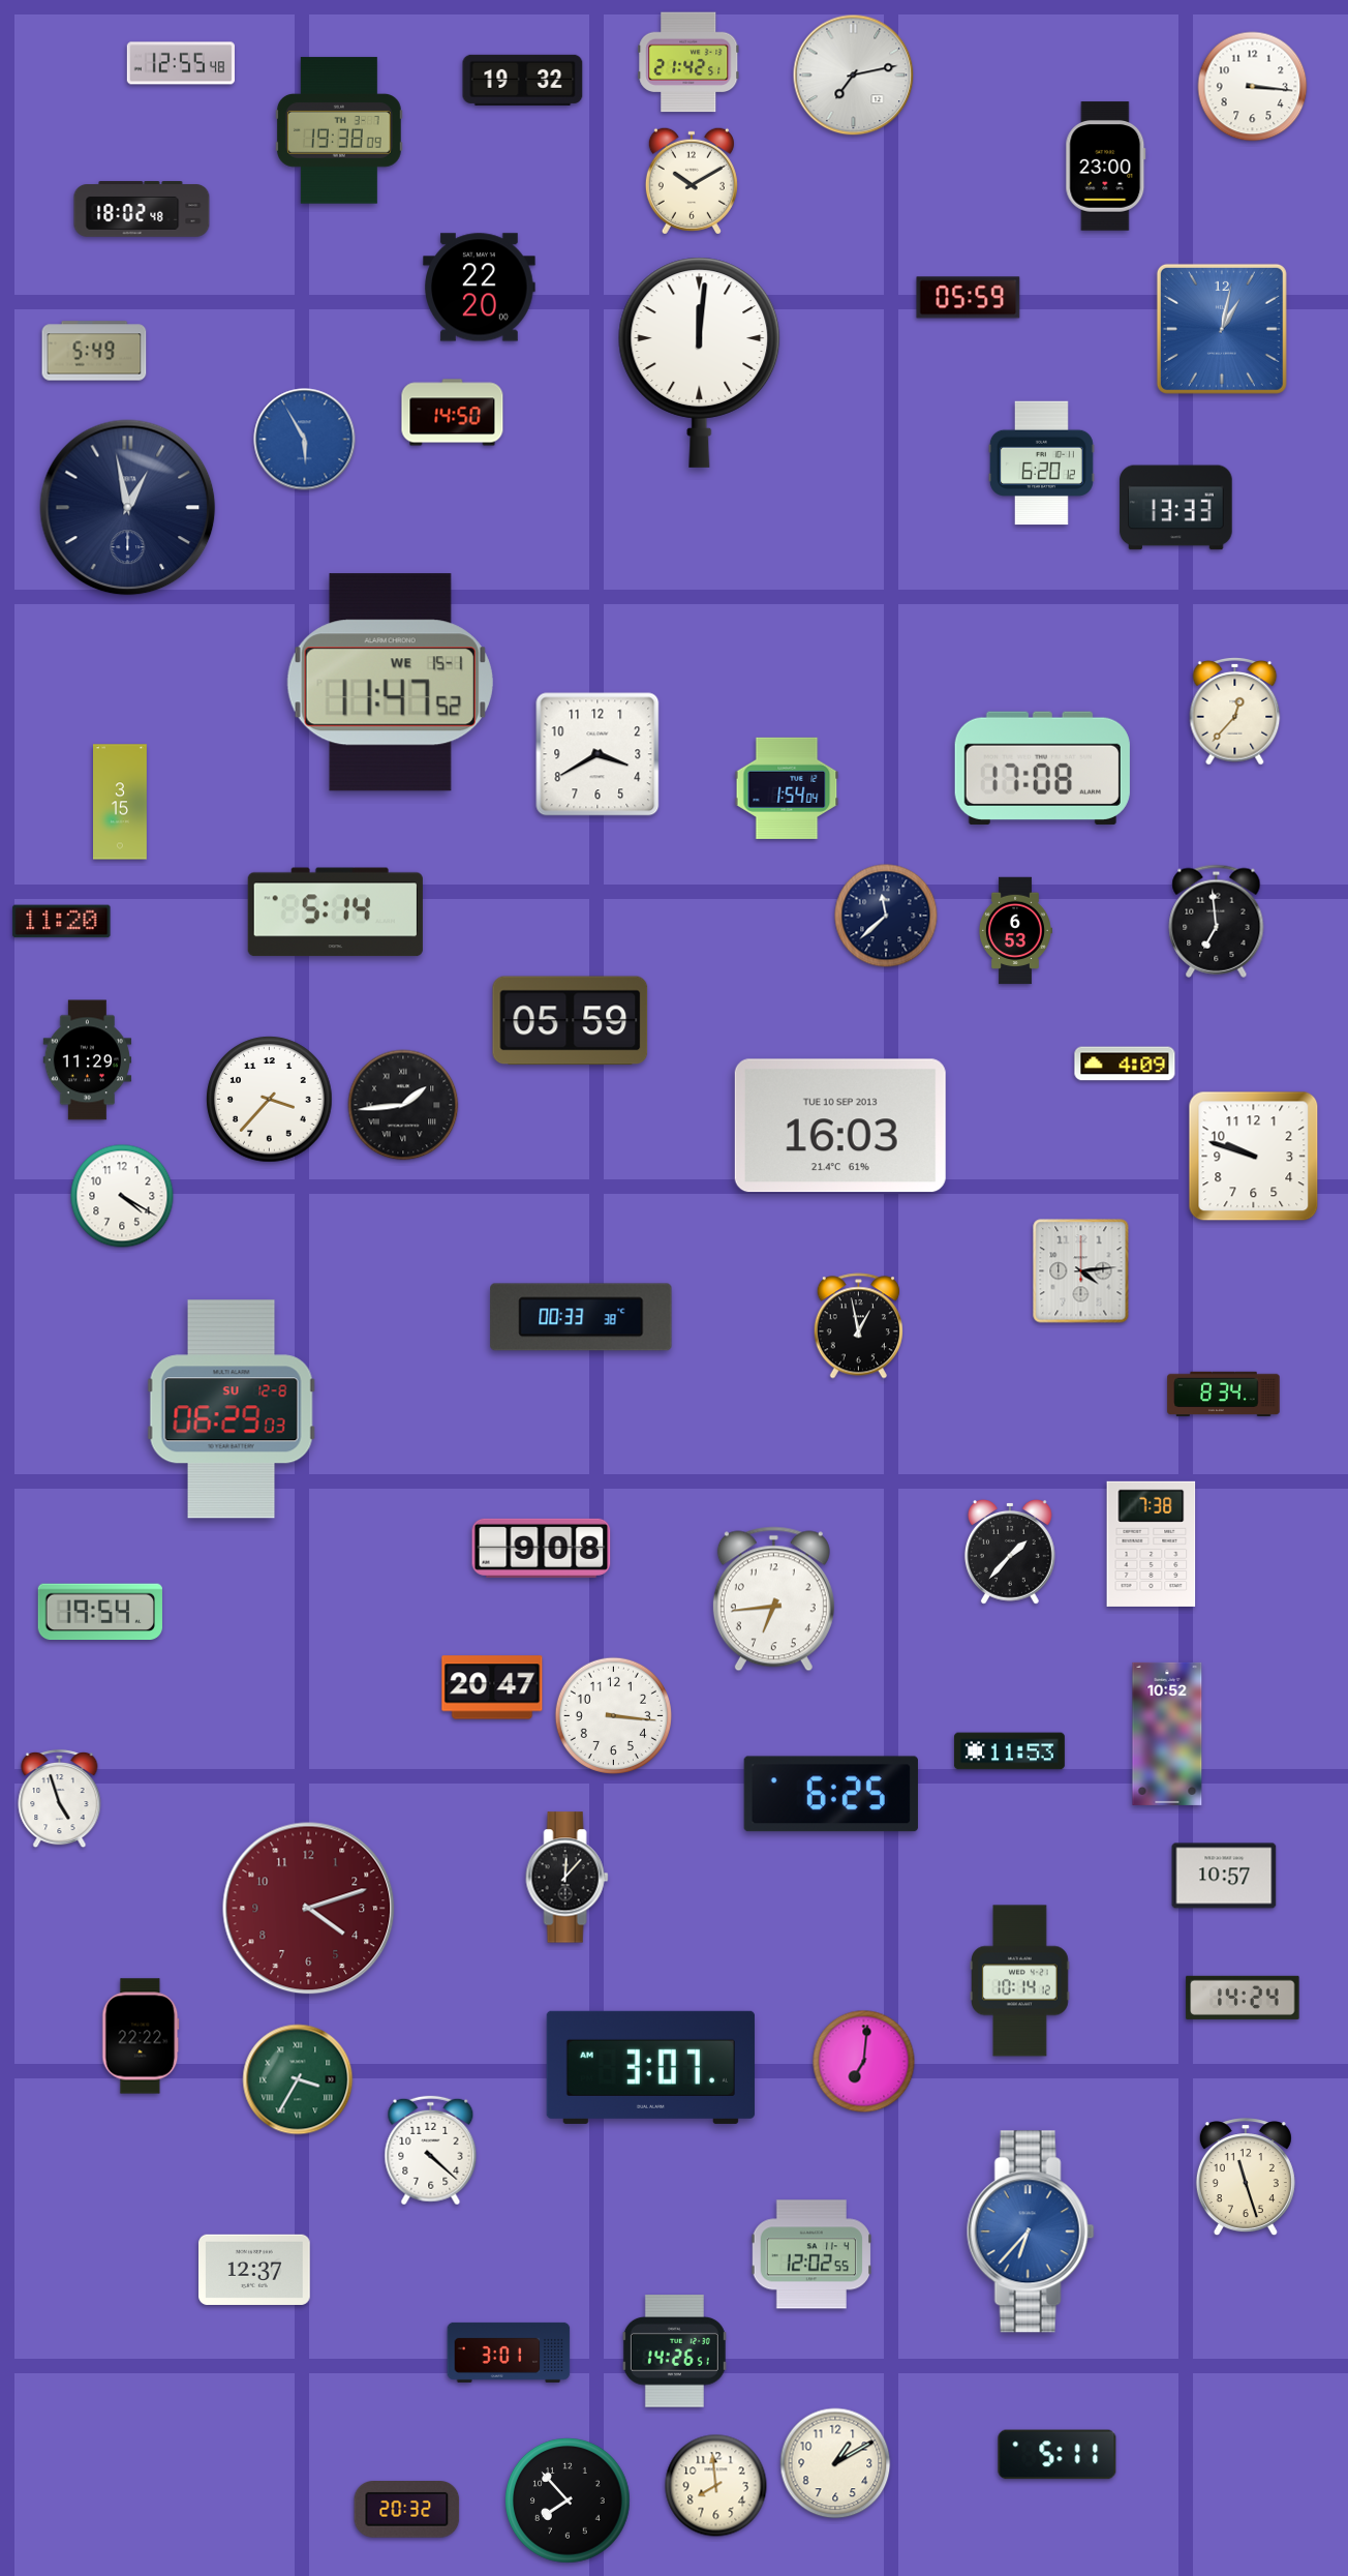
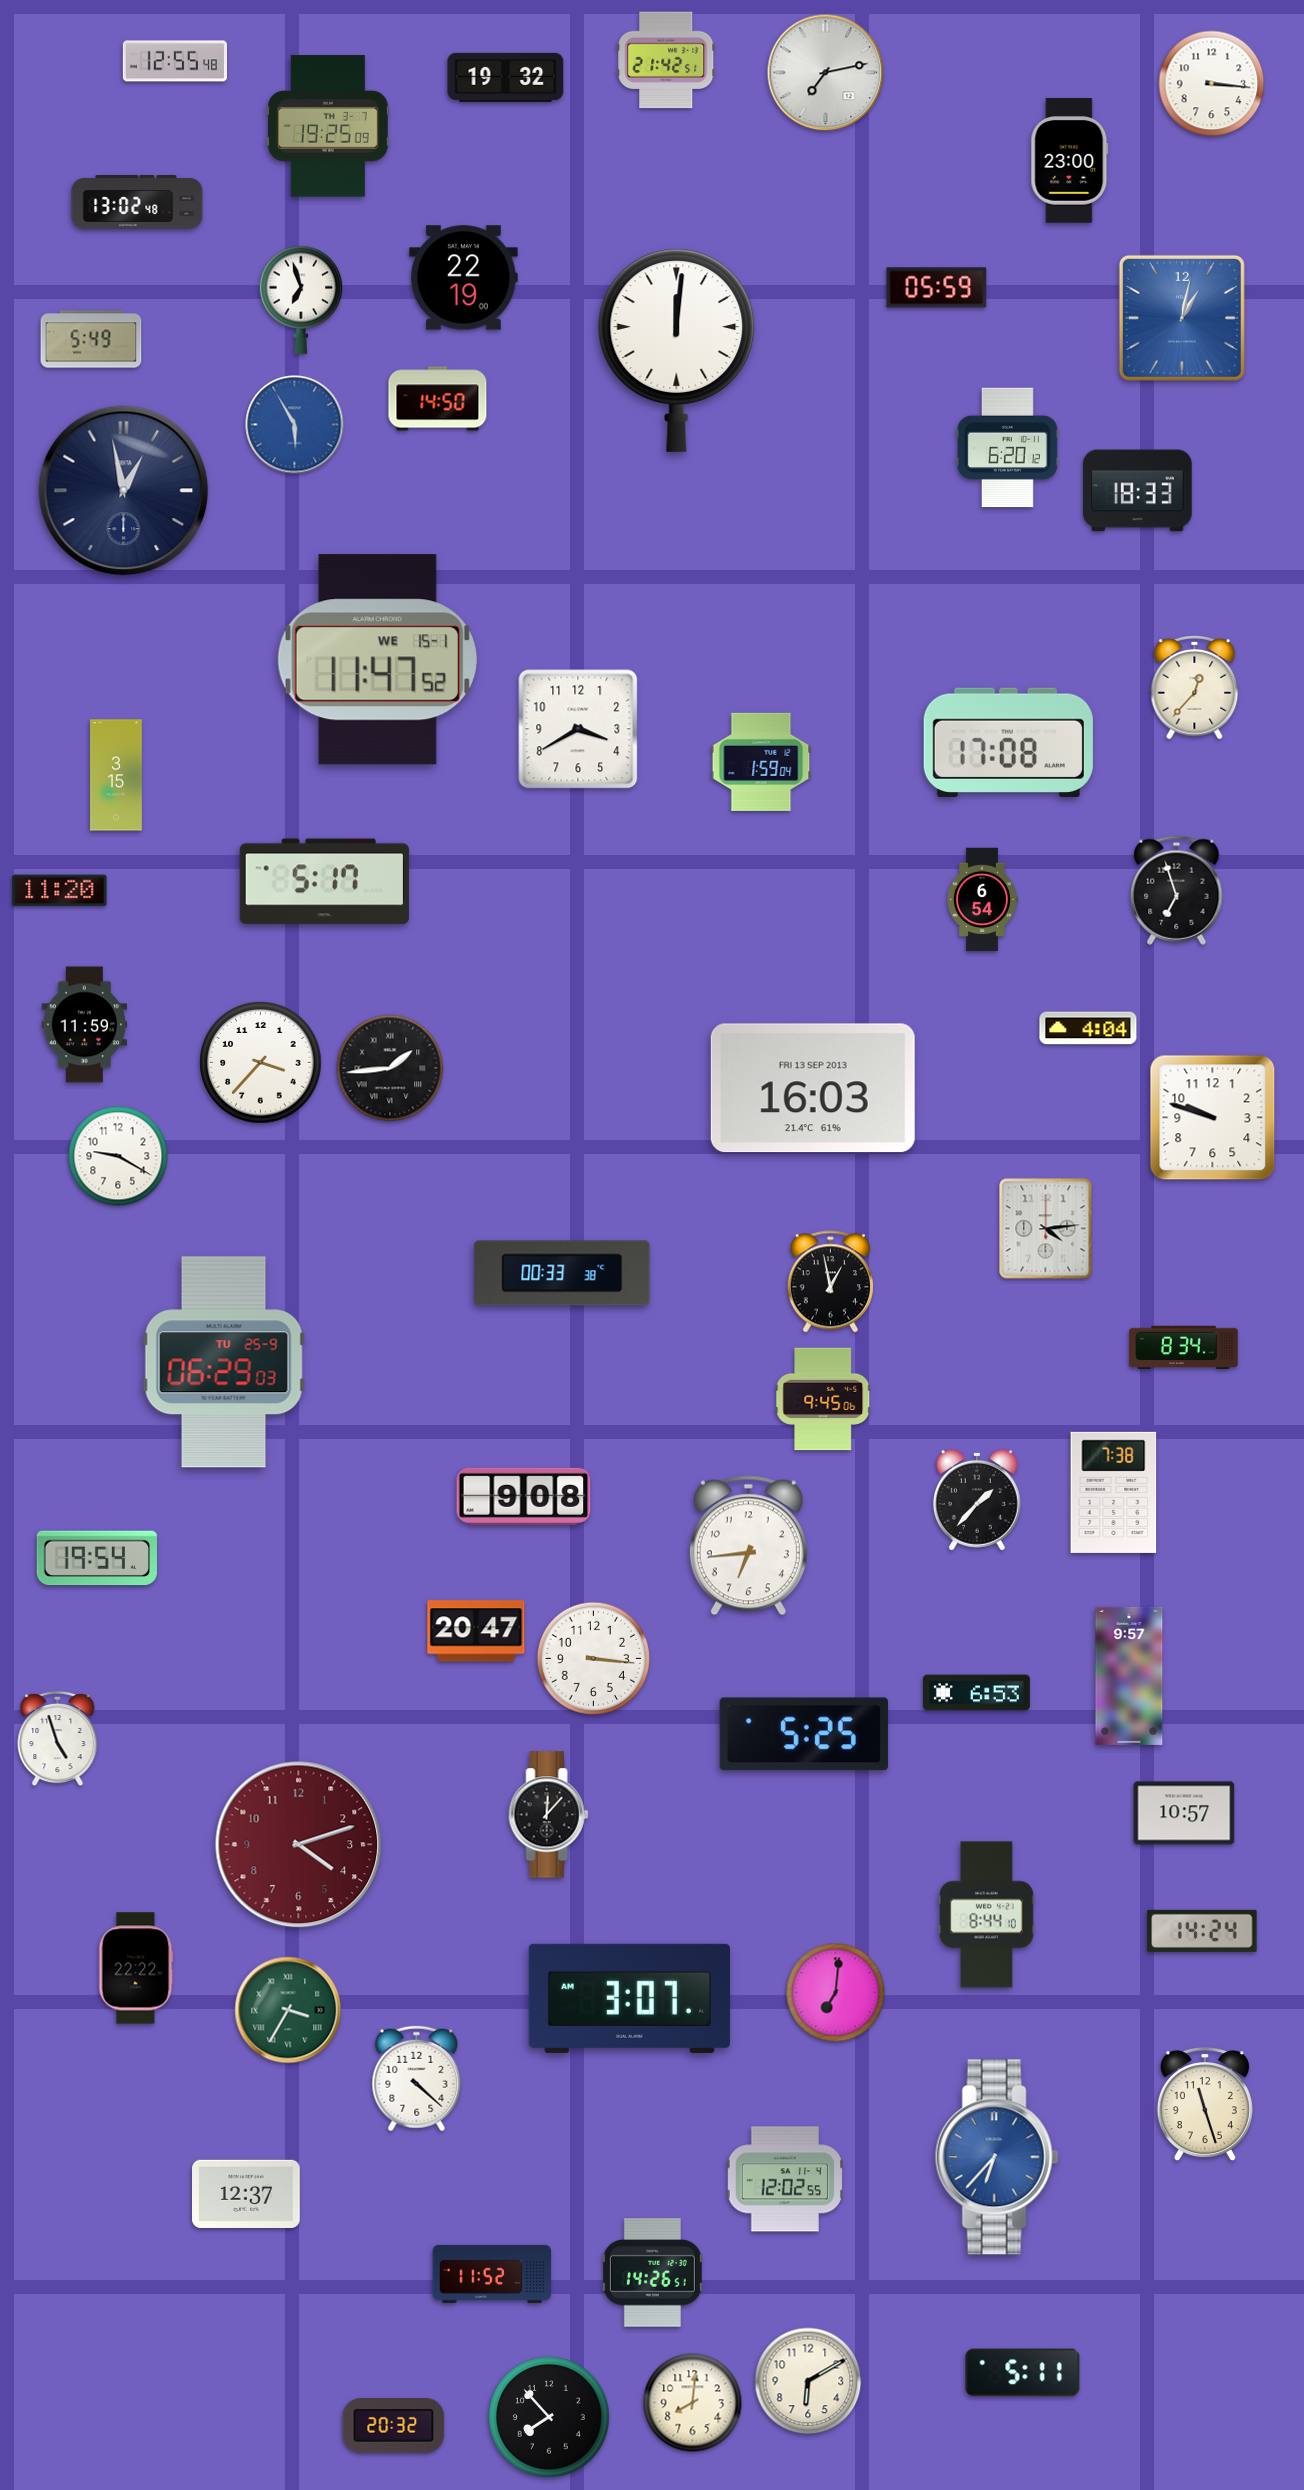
clock at (339, 130): 19:38 -> 19:25
clock at (692, 181): 10:10 -> none
clock at (142, 210): 18:02 -> 13:02
clock at (480, 288): 22:20 -> 22:19
clock at (301, 300): none -> 6:57
clock at (1176, 508): 13:33 -> 18:33
clock at (787, 788): 1:54 -> 1:59
clock at (335, 912): 5:14 -> 5:17
clock at (886, 916): 11:38 -> none
clock at (1217, 921): 6:59 -> 6:57
clock at (1015, 931): 6:53 -> 6:54
clock at (571, 1021): 05:59 -> none
clock at (88, 1060): 11:29 -> 11:59
clock at (1125, 1064): 4:09 -> 4:04
clock at (840, 1126) date: TUE 10 SEP 2013 -> FRI 13 SEP 2013
clock at (122, 1196): 4:20 -> 9:20
clock at (232, 1409) date: SU 12-8 -> TU 25-9
clock at (823, 1399): none -> 9:45
clock at (1167, 1734): 10:52 -> 9:57
clock at (1009, 1751): 11:53 -> 6:53
clock at (831, 1794): 6:25 -> 5:25
clock at (1020, 1981): 10:14 -> 8:44
clock at (509, 2353): 3:01 -> 11:52
clock at (835, 2463): 1:10 -> 6:10
clock at (716, 2486): 7:59 -> 8:01
